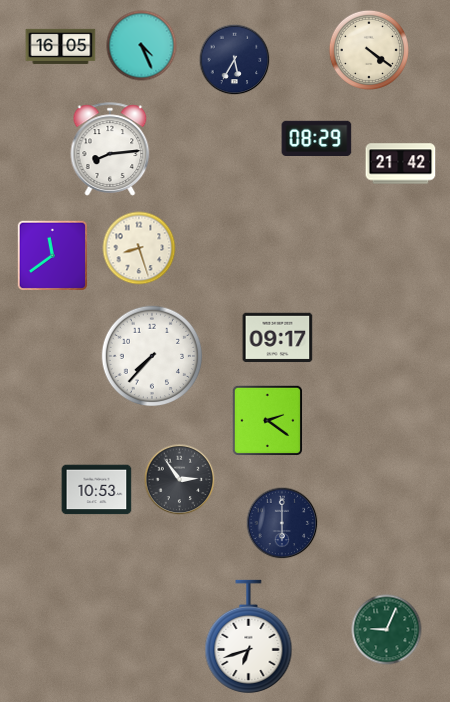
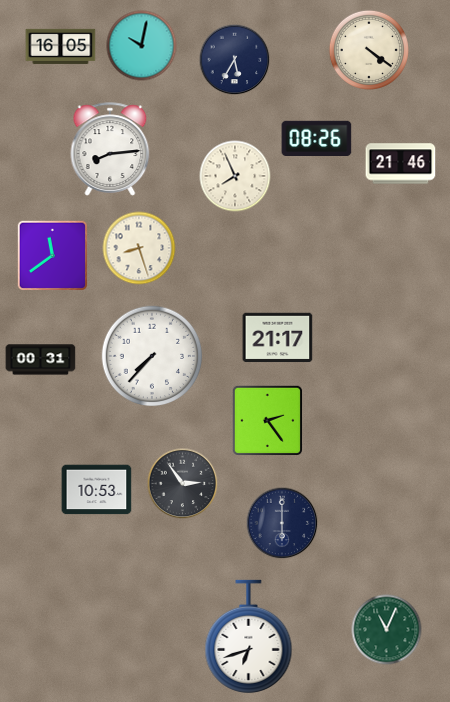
clock at (142, 46): 4:26 -> 10:02
clock at (317, 138): 08:29 -> 08:26
clock at (401, 164): 21:42 -> 21:46
clock at (235, 176): none -> 7:56
clock at (278, 338): 09:17 -> 21:17
clock at (41, 360): none -> 00:31
clock at (267, 420): 2:21 -> 2:24
clock at (180, 480) position: (180, 480) -> (183, 484)
clock at (387, 630): 9:04 -> 11:04
